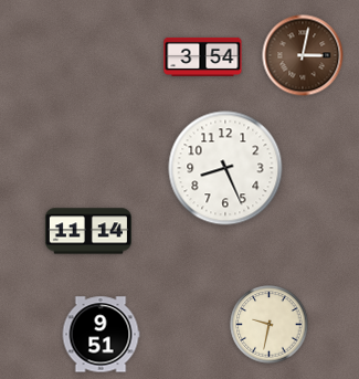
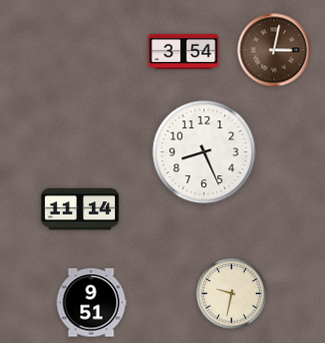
clock at (270, 325) position: (270, 325) -> (232, 294)
